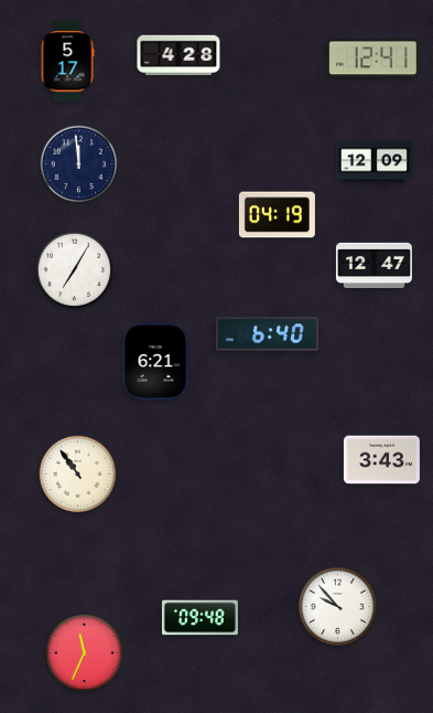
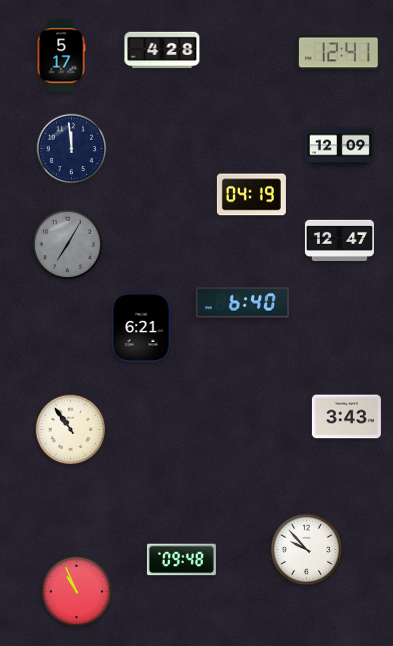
clock at (75, 270) dial: white -> grey
clock at (85, 653): 11:34 -> 10:56
